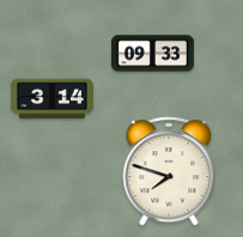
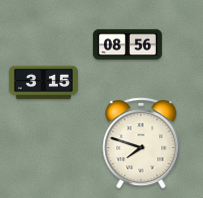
clock at (152, 54): 09:33 -> 08:56
clock at (51, 99): 3:14 -> 3:15
